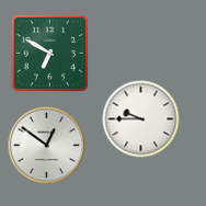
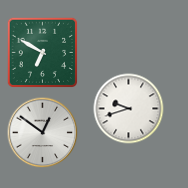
clock at (49, 53) position: (49, 53) -> (42, 52)
clock at (141, 119): 9:45 -> 9:42
